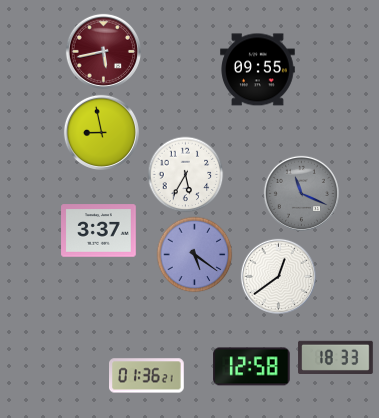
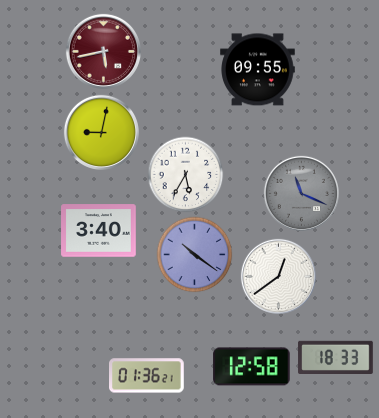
clock at (101, 132): 8:58 -> 9:02
clock at (99, 231): 3:37 -> 3:40
clock at (195, 255): 5:21 -> 10:21
